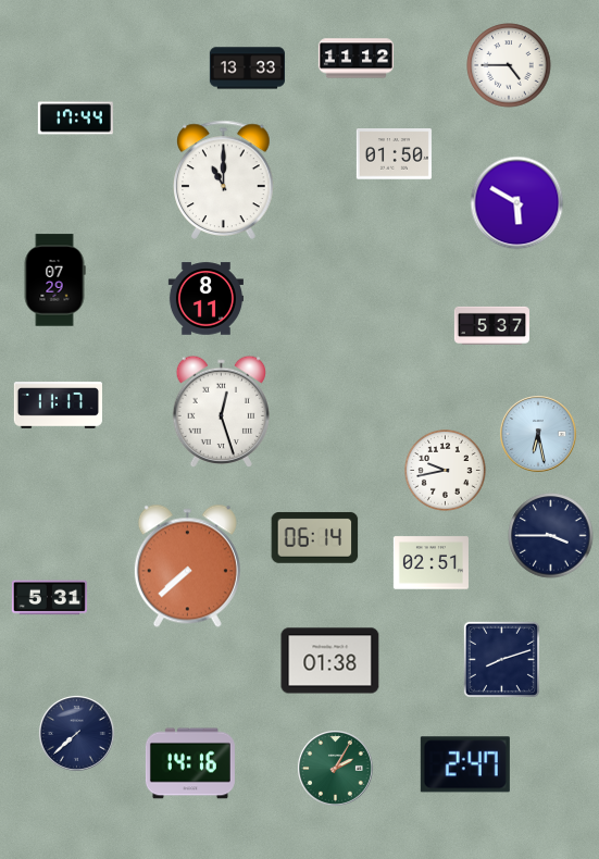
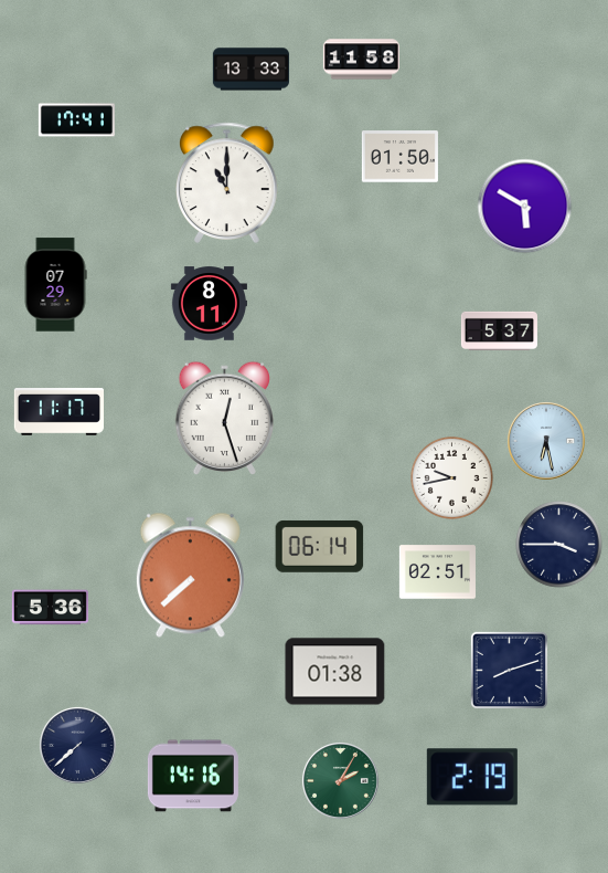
clock at (355, 59): 11:12 -> 11:58
clock at (509, 65): 4:45 -> none
clock at (75, 119): 17:44 -> 17:41
clock at (49, 598): 5:31 -> 5:36
clock at (465, 764): 2:47 -> 2:19
